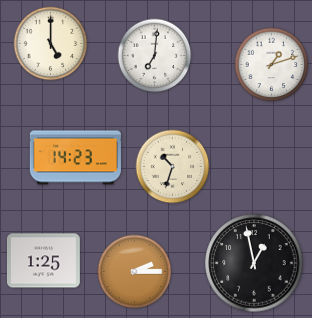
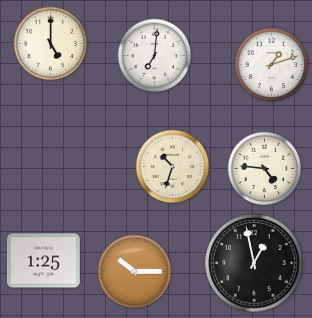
clock at (75, 158): 14:23 -> none
clock at (265, 169): none -> 4:46
clock at (135, 272): 2:15 -> 10:15
